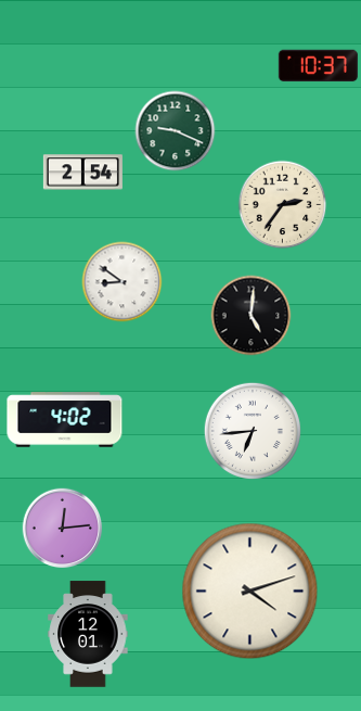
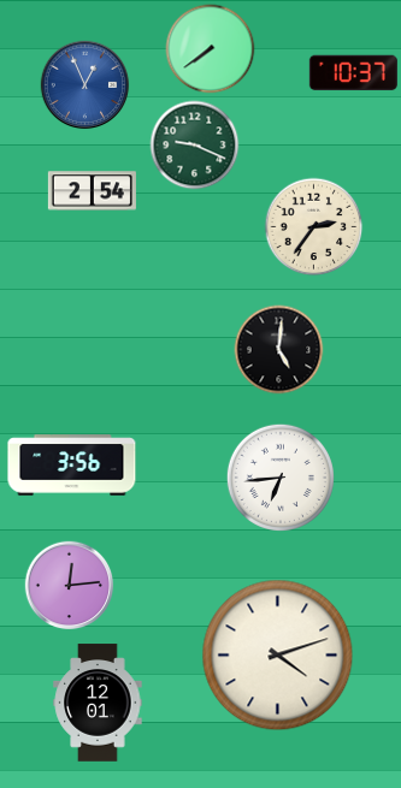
clock at (211, 49): none -> 7:39
clock at (85, 85): none -> 12:56
clock at (123, 282): 8:51 -> none
clock at (65, 420): 4:02 -> 3:56
